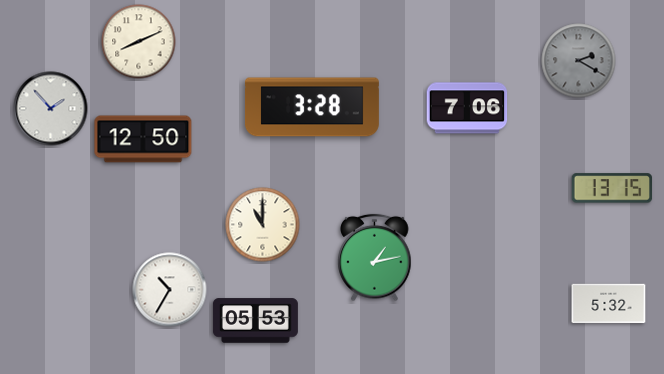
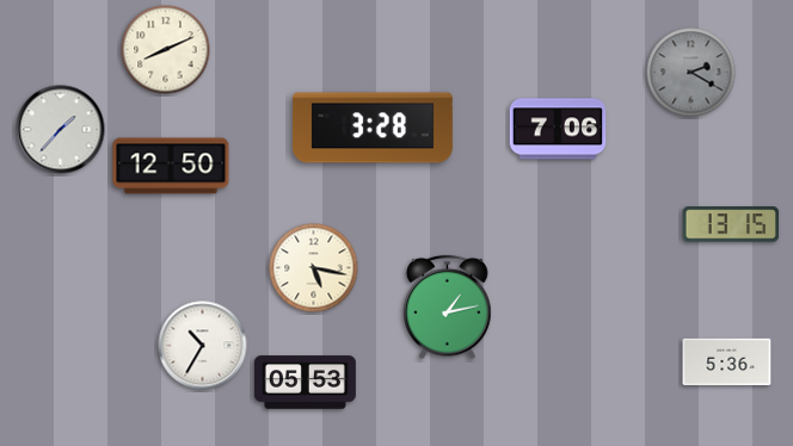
clock at (51, 109): 1:53 -> 1:37
clock at (263, 225): 11:00 -> 5:17
clock at (609, 304): 5:32 -> 5:36
